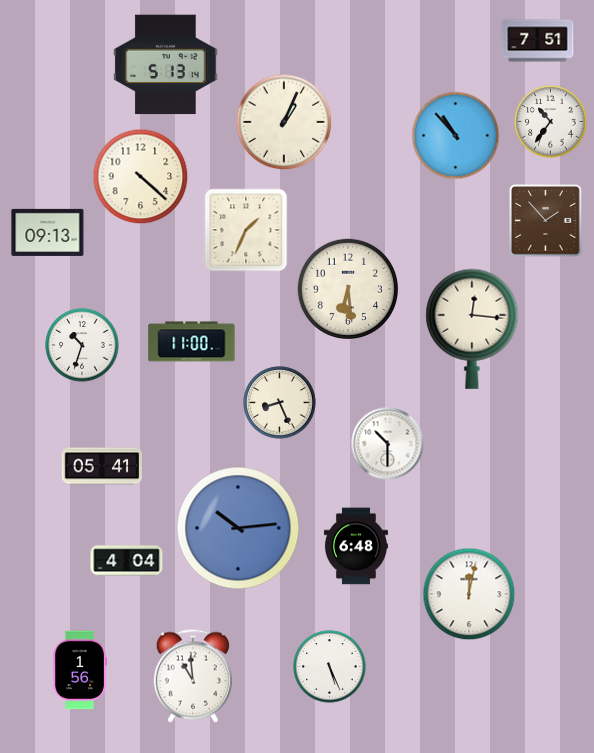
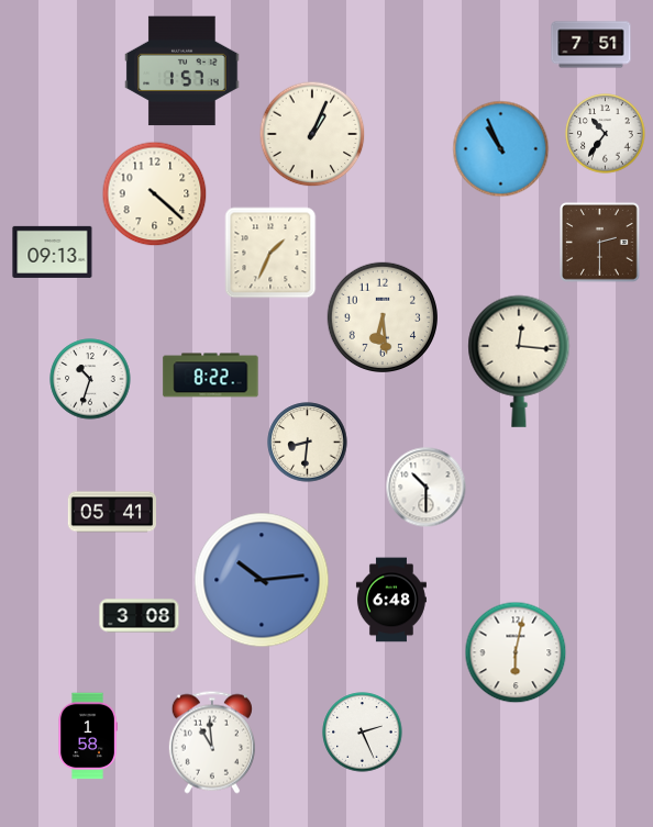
clock at (166, 65): 5:13 -> 1:57
clock at (456, 136): 10:53 -> 10:56
clock at (546, 221): 1:53 -> 2:30
clock at (48, 232) position: (48, 232) -> (53, 252)
clock at (192, 342): 11:00 -> 8:22
clock at (280, 403): 8:26 -> 8:31
clock at (127, 561): 4:04 -> 3:08
clock at (469, 594): 12:02 -> 6:02
clock at (330, 667): 5:26 -> 2:26
clock at (80, 670): 1:56 -> 1:58
